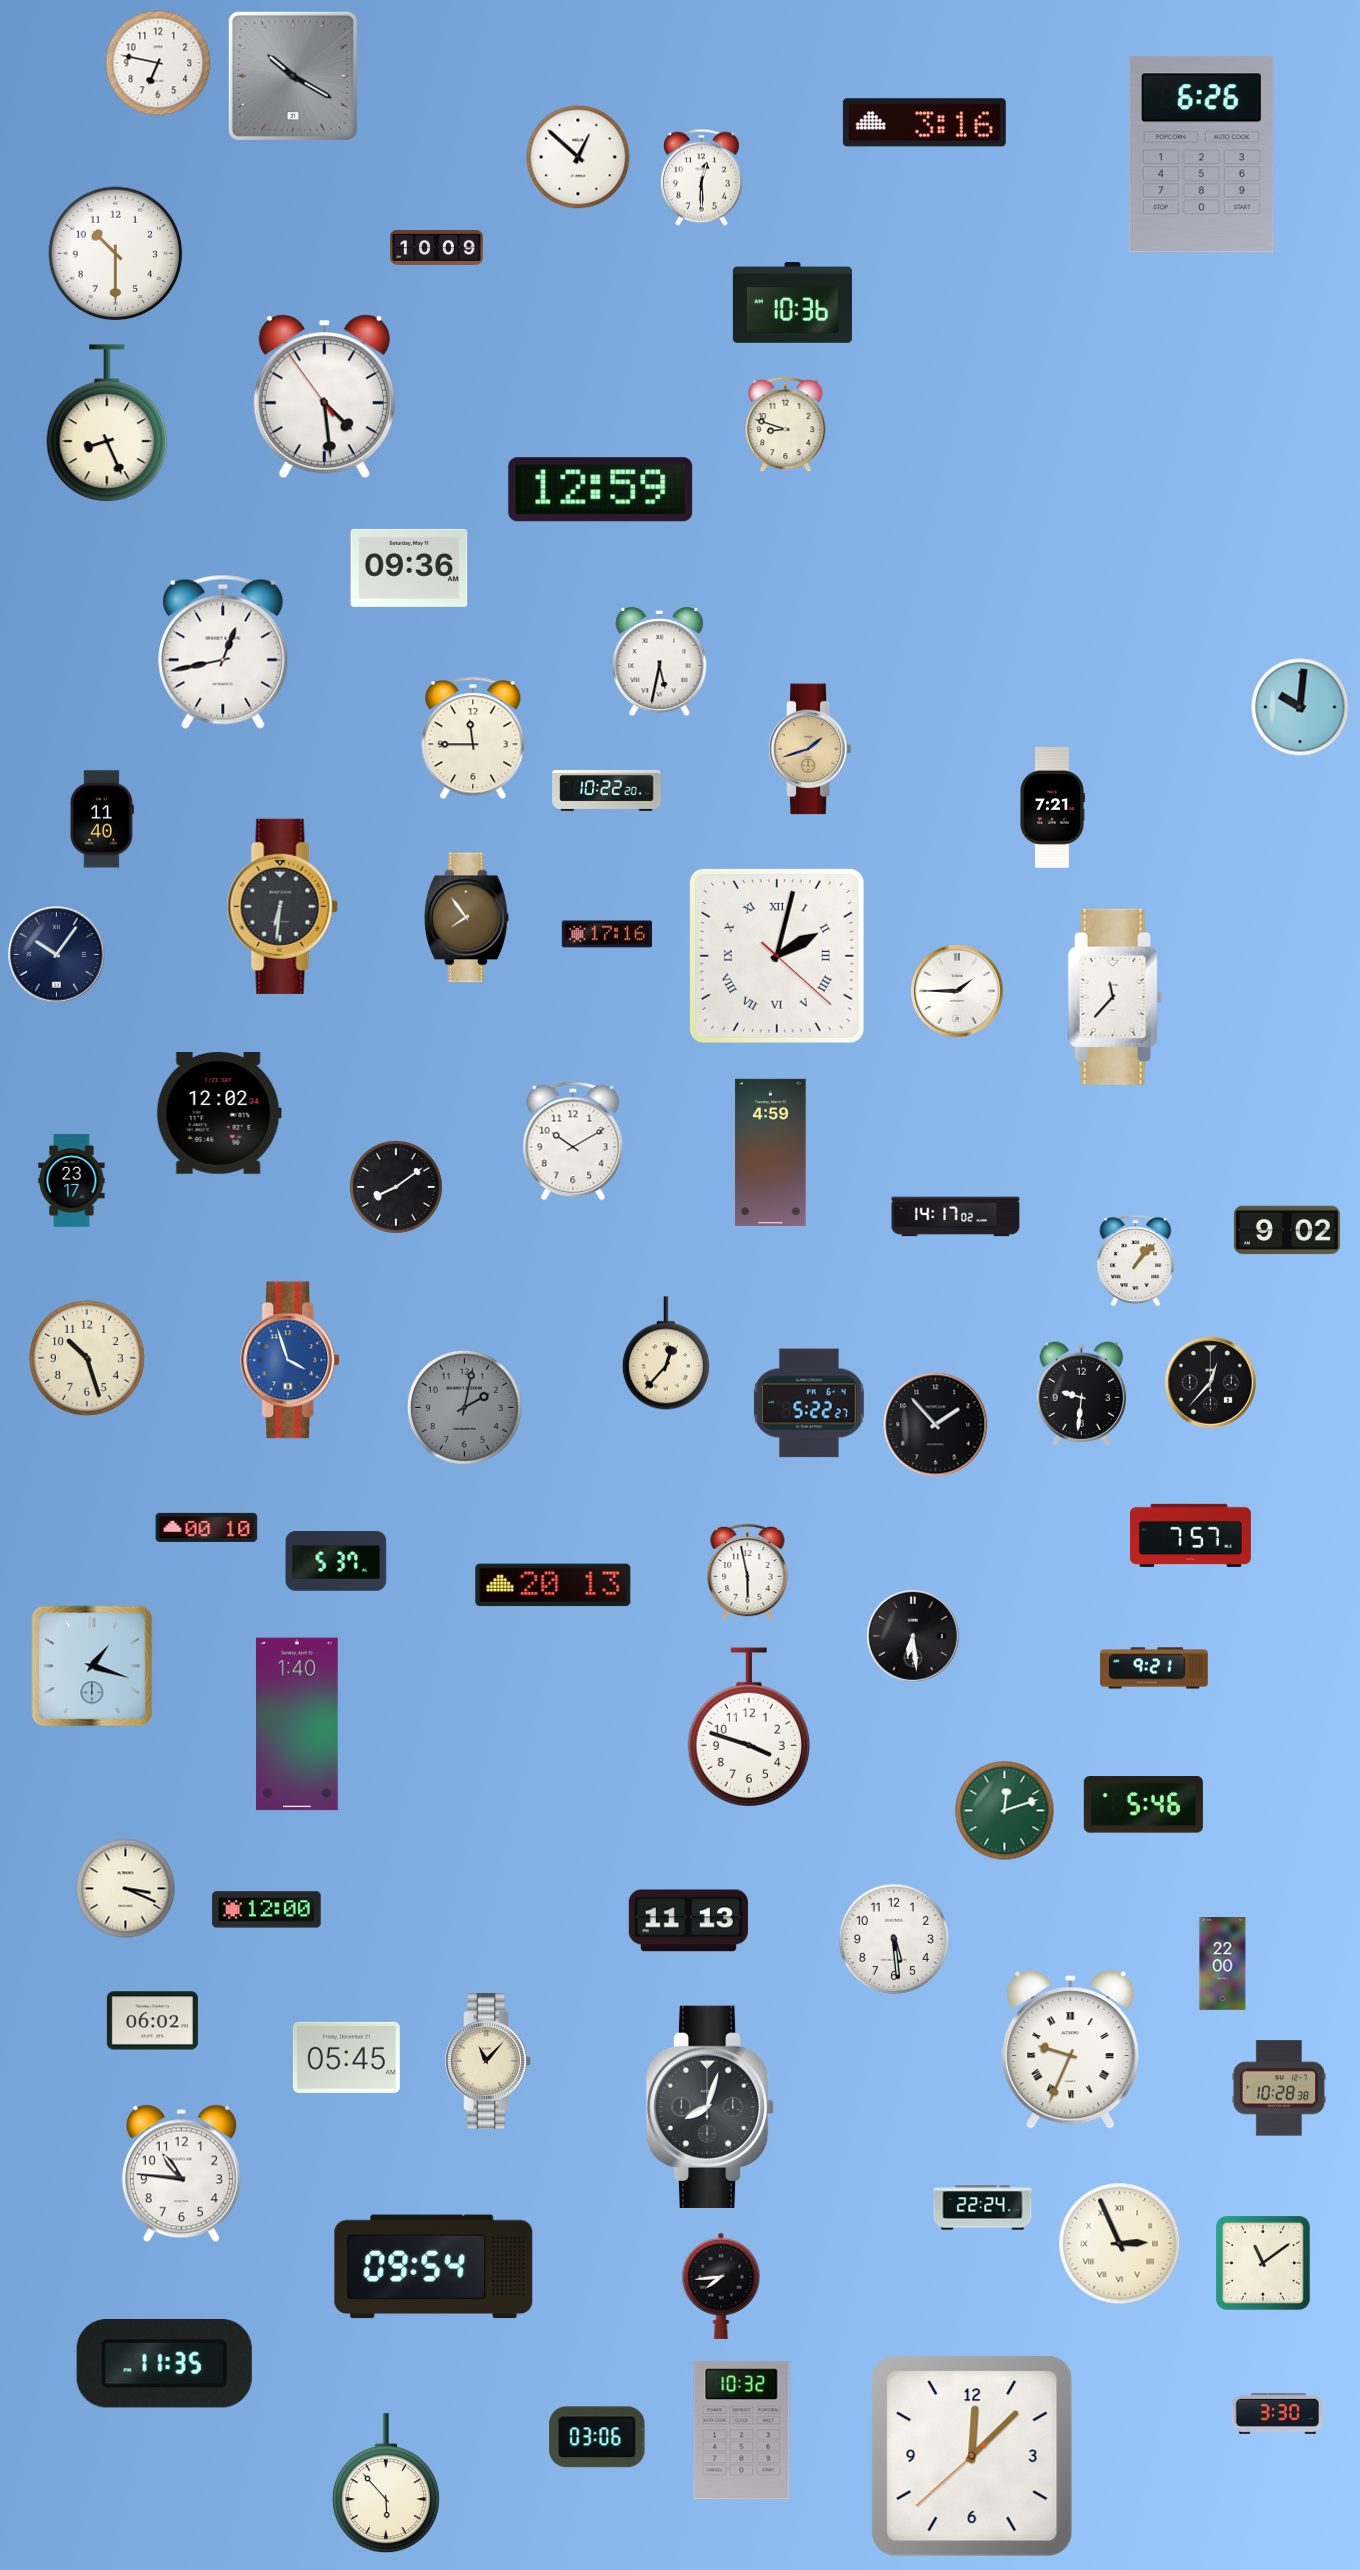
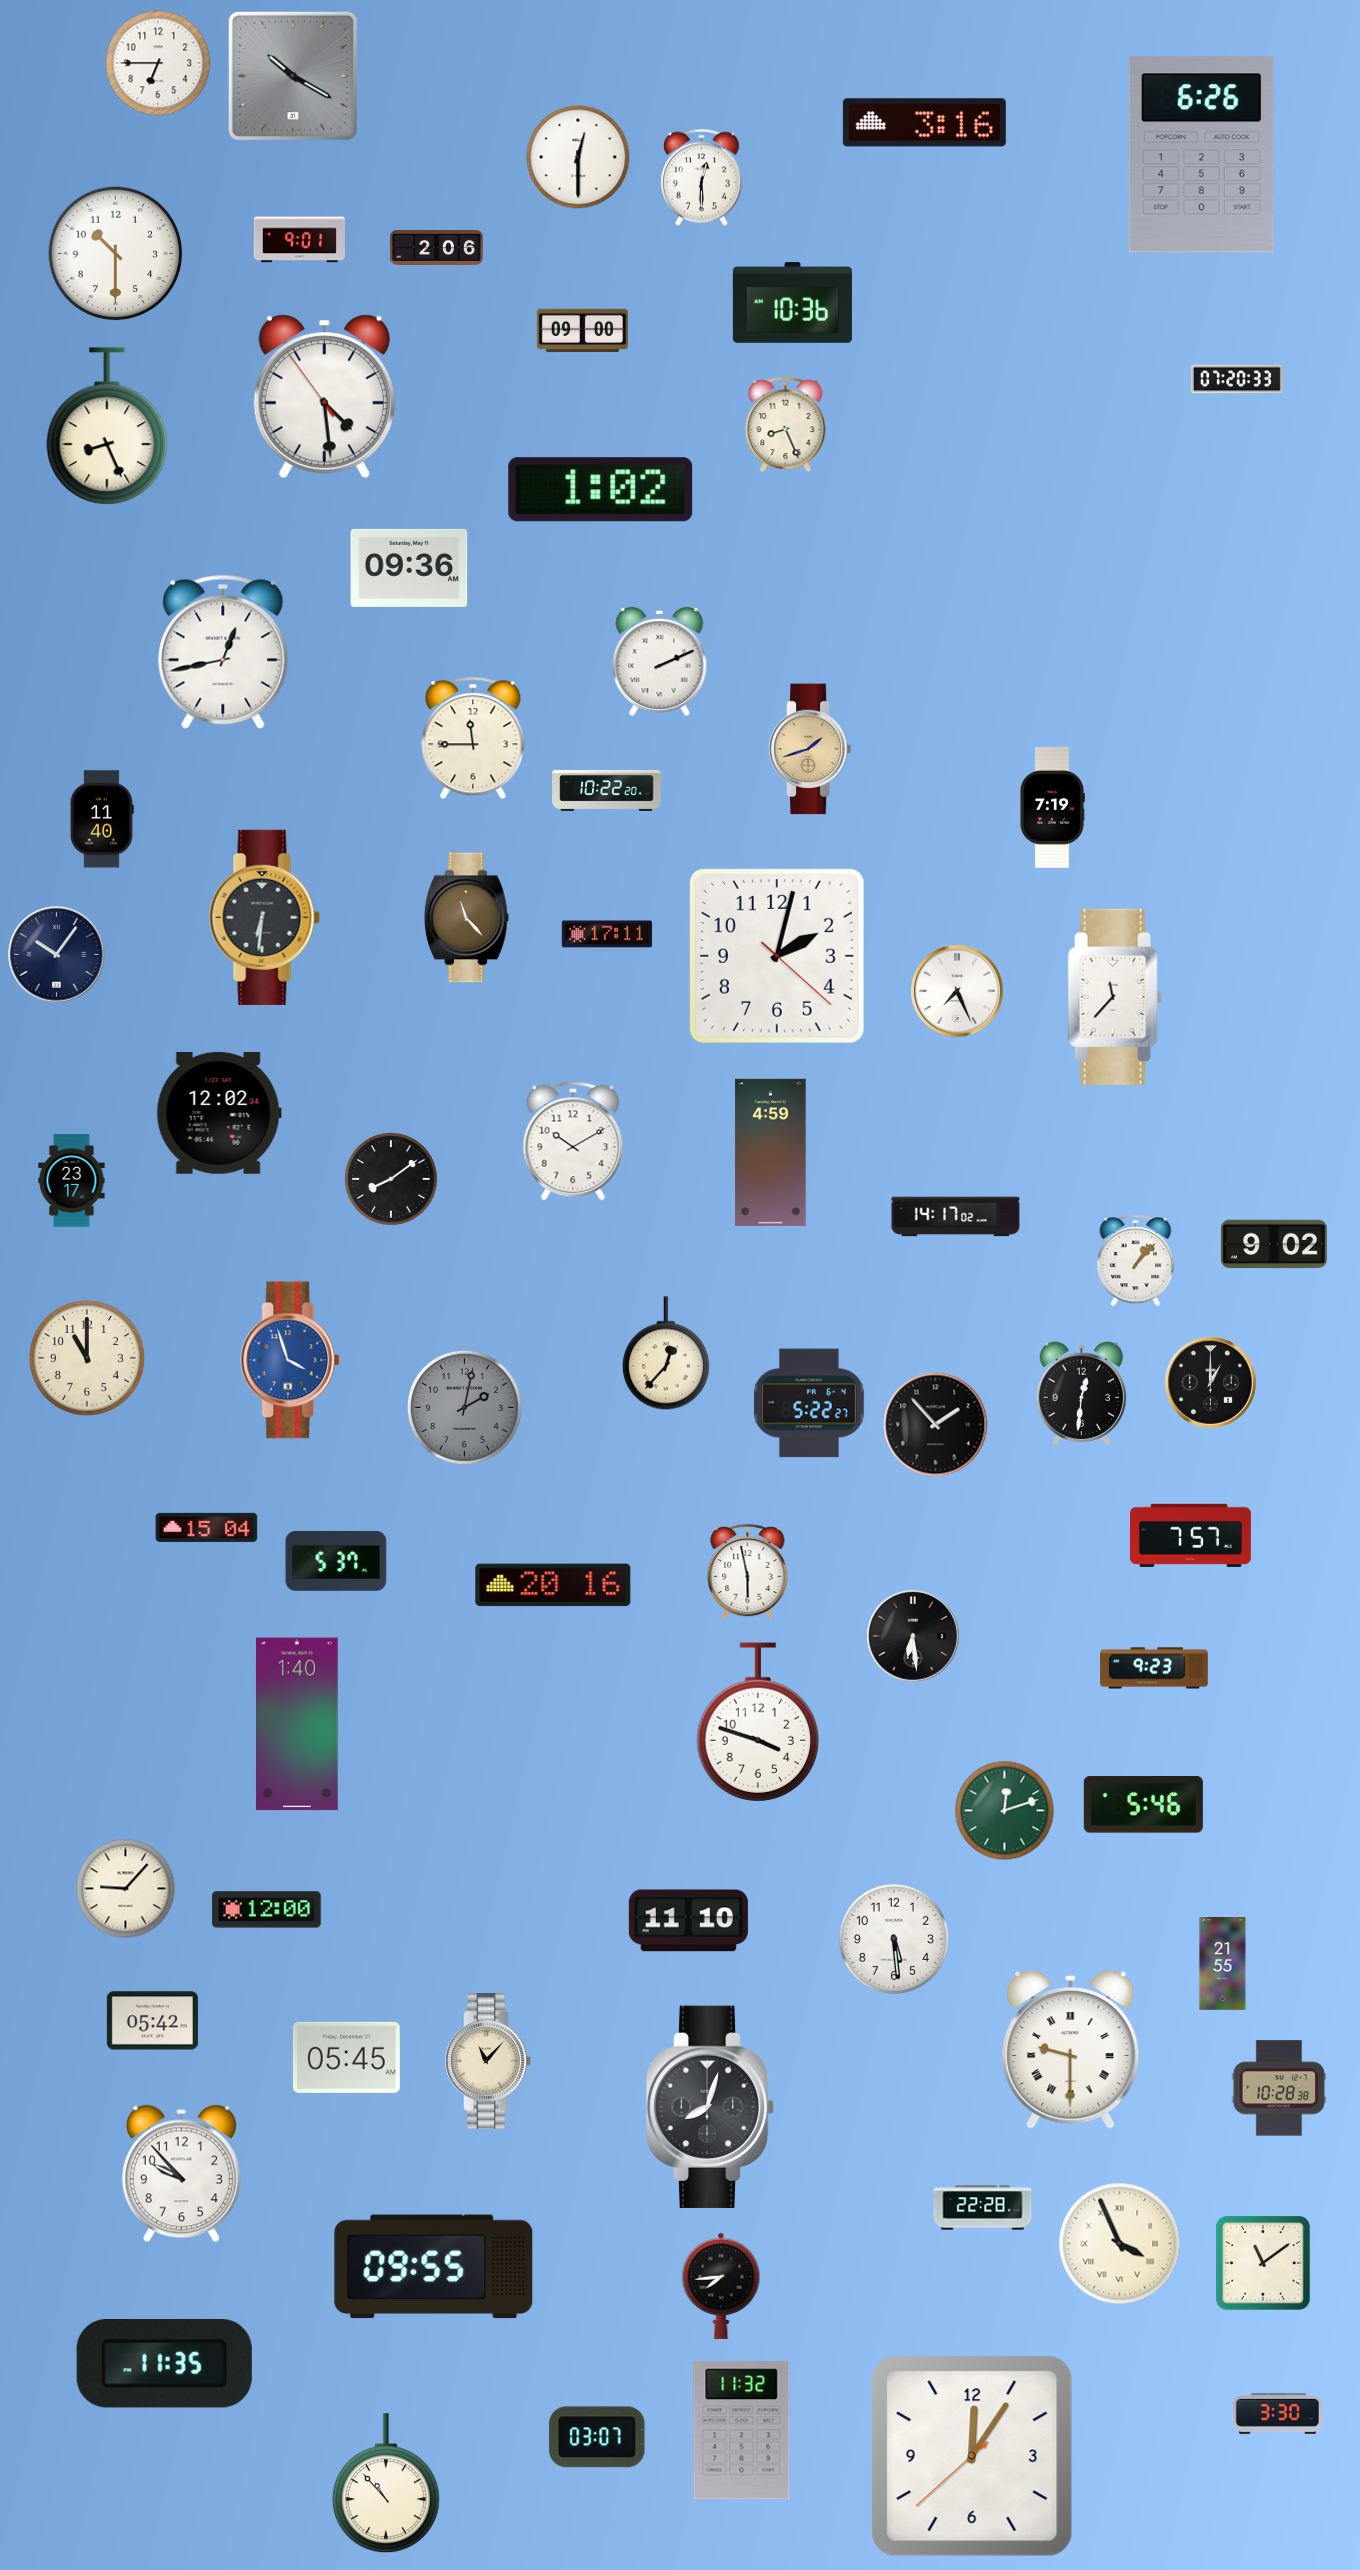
clock at (158, 63): 6:47 -> 6:45
clock at (578, 157): 12:52 -> 12:30
clock at (299, 240): none -> 9:01
clock at (437, 247): 10:09 -> 2:06
clock at (582, 331): none -> 09:00
clock at (1237, 379): none -> 07:20
clock at (107, 423) position: (107, 423) -> (107, 426)
clock at (786, 425): 8:48 -> 8:26
clock at (601, 490): 12:59 -> 1:02
clock at (660, 662): 5:32 -> 2:11
clock at (1300, 707): 10:01 -> none
clock at (1052, 807): 7:21 -> 7:19
clock at (282, 906) position: (282, 906) -> (264, 917)
clock at (467, 918): 7:54 -> 11:23
clock at (607, 934): 17:16 -> 17:11
clock at (777, 956) numerals: Roman -> Arabic
clock at (957, 991): 1:45 -> 7:26
clock at (396, 1187) position: (396, 1187) -> (391, 1179)
clock at (1287, 1230) position: (1287, 1230) -> (1274, 1244)
clock at (87, 1358): 10:27 -> 11:00
clock at (1211, 1383): 12:37 -> 1:00
clock at (1081, 1394): 9:31 -> 12:31
clock at (207, 1527): 00:10 -> 15:04
clock at (553, 1585): 20:13 -> 20:16
clock at (92, 1666): 1:18 -> none
clock at (1154, 1668): 9:21 -> 9:23
clock at (749, 1727) position: (749, 1727) -> (758, 1722)
clock at (126, 1889): 3:19 -> 9:07
clock at (688, 1921): 11:13 -> 11:10
clock at (1223, 1964): 22:00 -> 21:55
clock at (152, 2021): 06:02 -> 05:42
clock at (1071, 2049): 9:34 -> 9:30
clock at (181, 2174): 10:46 -> 9:53
clock at (983, 2208): 22:24 -> 22:28
clock at (1120, 2244): 2:56 -> 3:56
clock at (434, 2267): 09:54 -> 09:55
clock at (742, 2431): 10:32 -> 11:32
clock at (597, 2437): 03:06 -> 03:07
clock at (972, 2456): 12:07 -> 12:05
clock at (386, 2484): 5:53 -> 10:53
